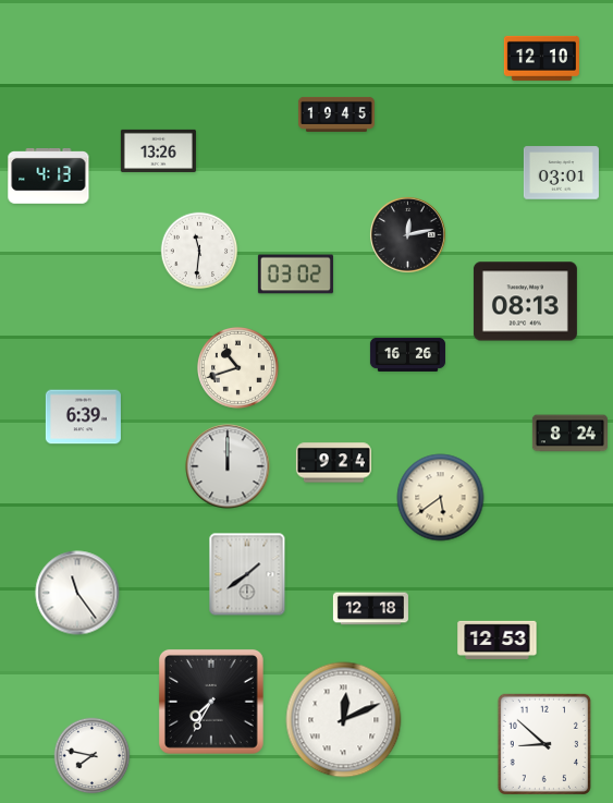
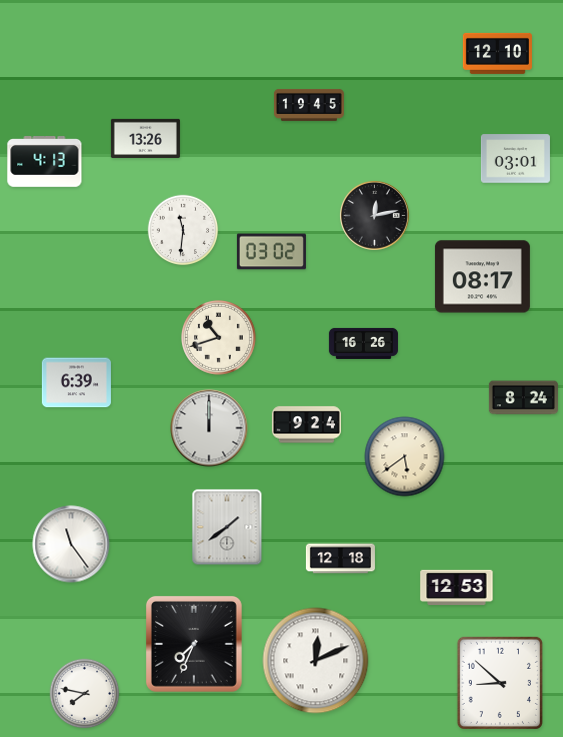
clock at (525, 302): 08:13 -> 08:17
clock at (407, 354) position: (407, 354) -> (363, 343)
clock at (211, 702): 7:35 -> 7:34
